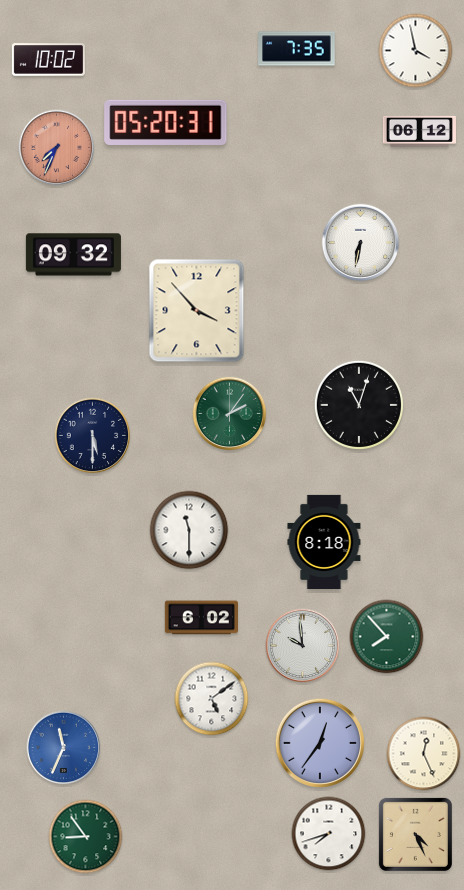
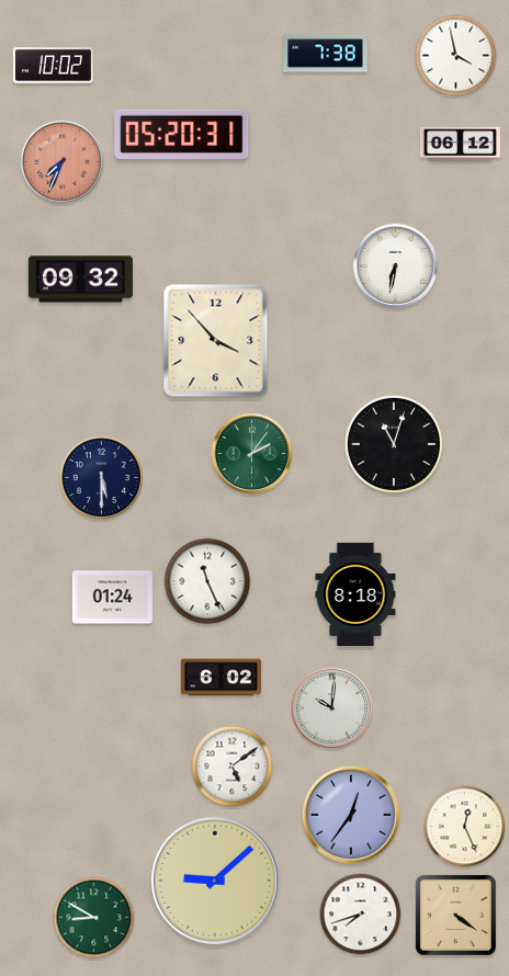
clock at (297, 49): 7:35 -> 7:38
clock at (189, 530): 11:30 -> 11:26
clock at (112, 598): none -> 01:24
clock at (387, 637): 7:53 -> none
clock at (303, 646): 9:59 -> 10:01
clock at (64, 748): 11:34 -> none
clock at (215, 881): none -> 9:08
clock at (415, 834): 4:26 -> 4:21
clock at (86, 837): 8:54 -> 8:50
